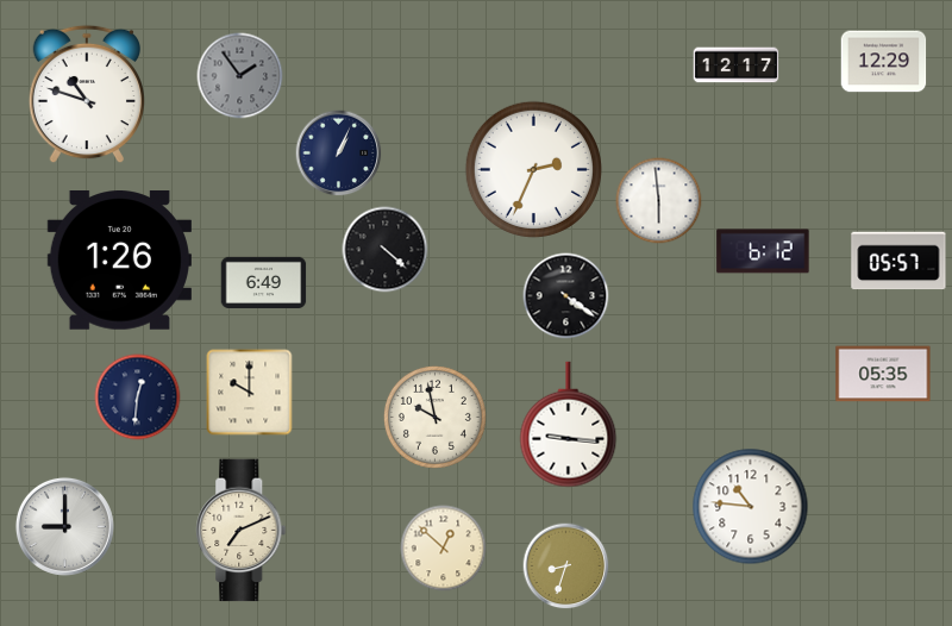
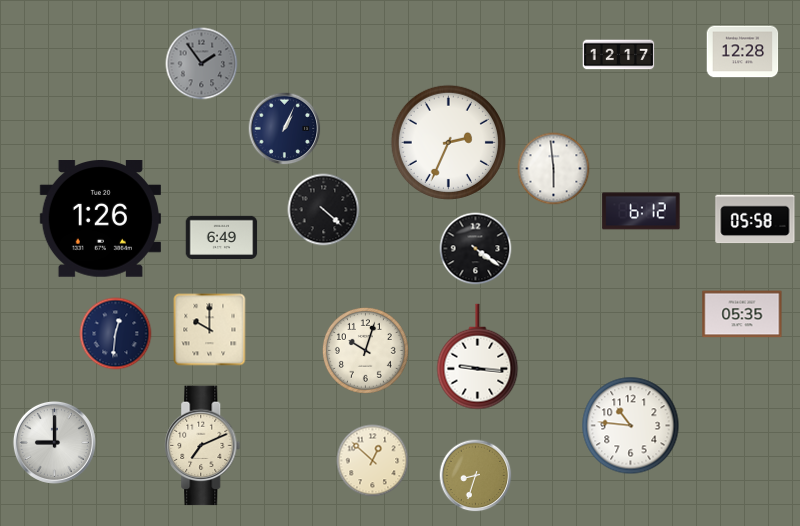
clock at (884, 62): 12:29 -> 12:28
clock at (86, 94): 10:48 -> none
clock at (898, 261): 05:57 -> 05:58
clock at (434, 417): 9:58 -> 10:03
